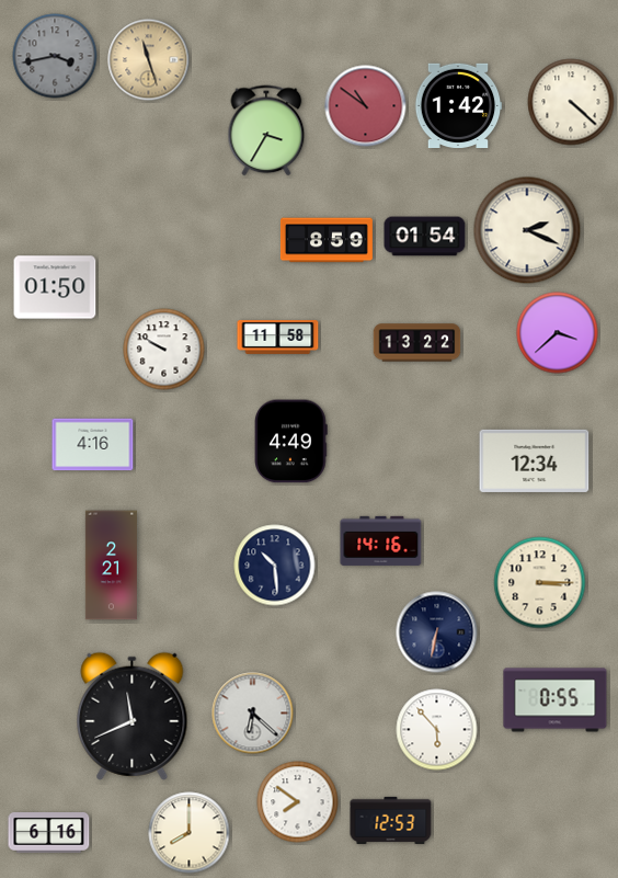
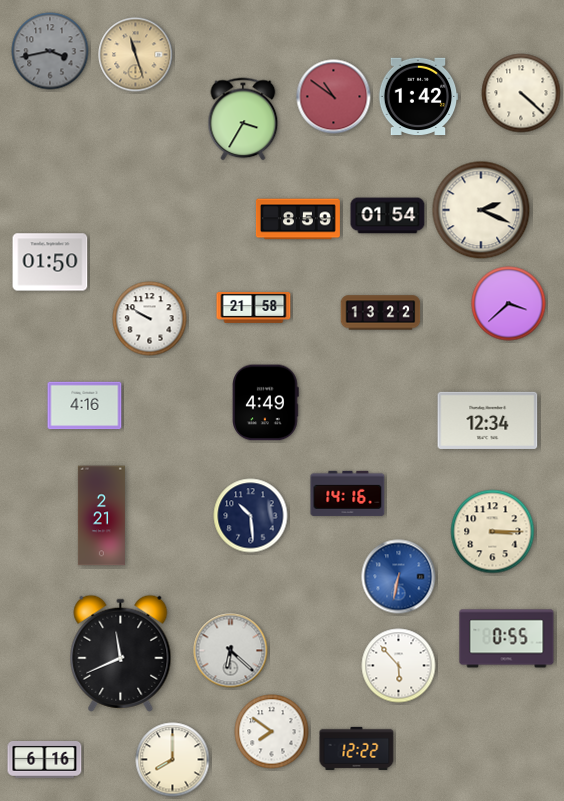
clock at (278, 337): 11:58 -> 21:58
clock at (437, 632) dial: navy -> blue
clock at (391, 820): 12:53 -> 12:22
